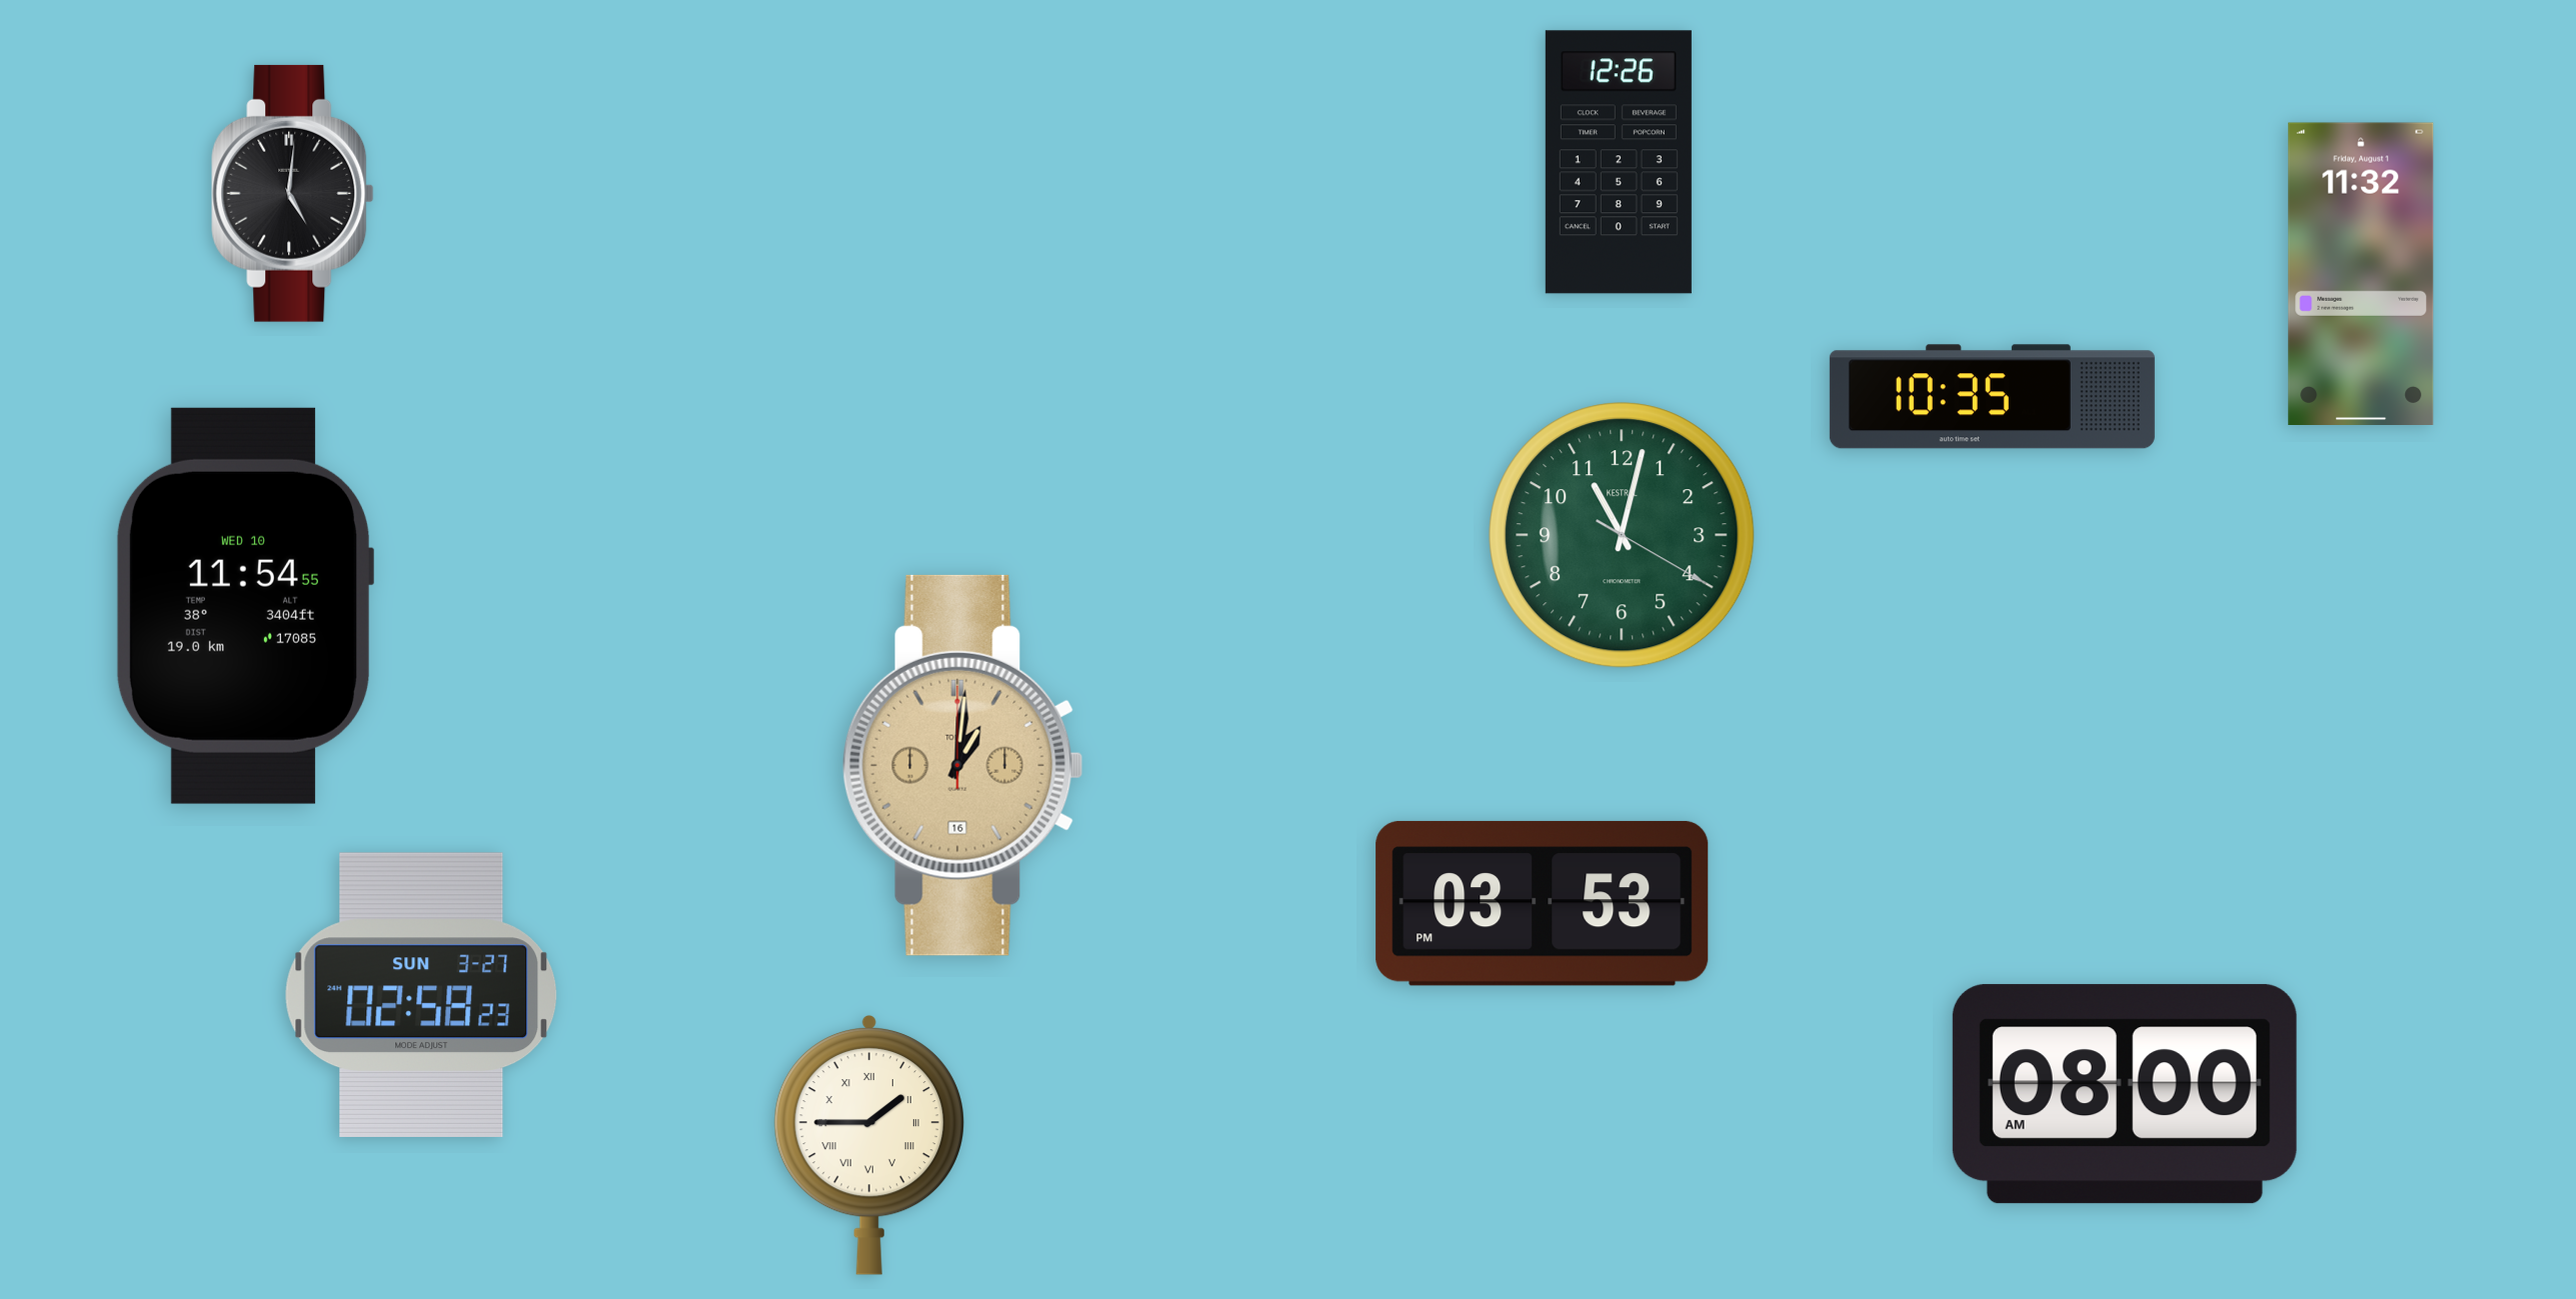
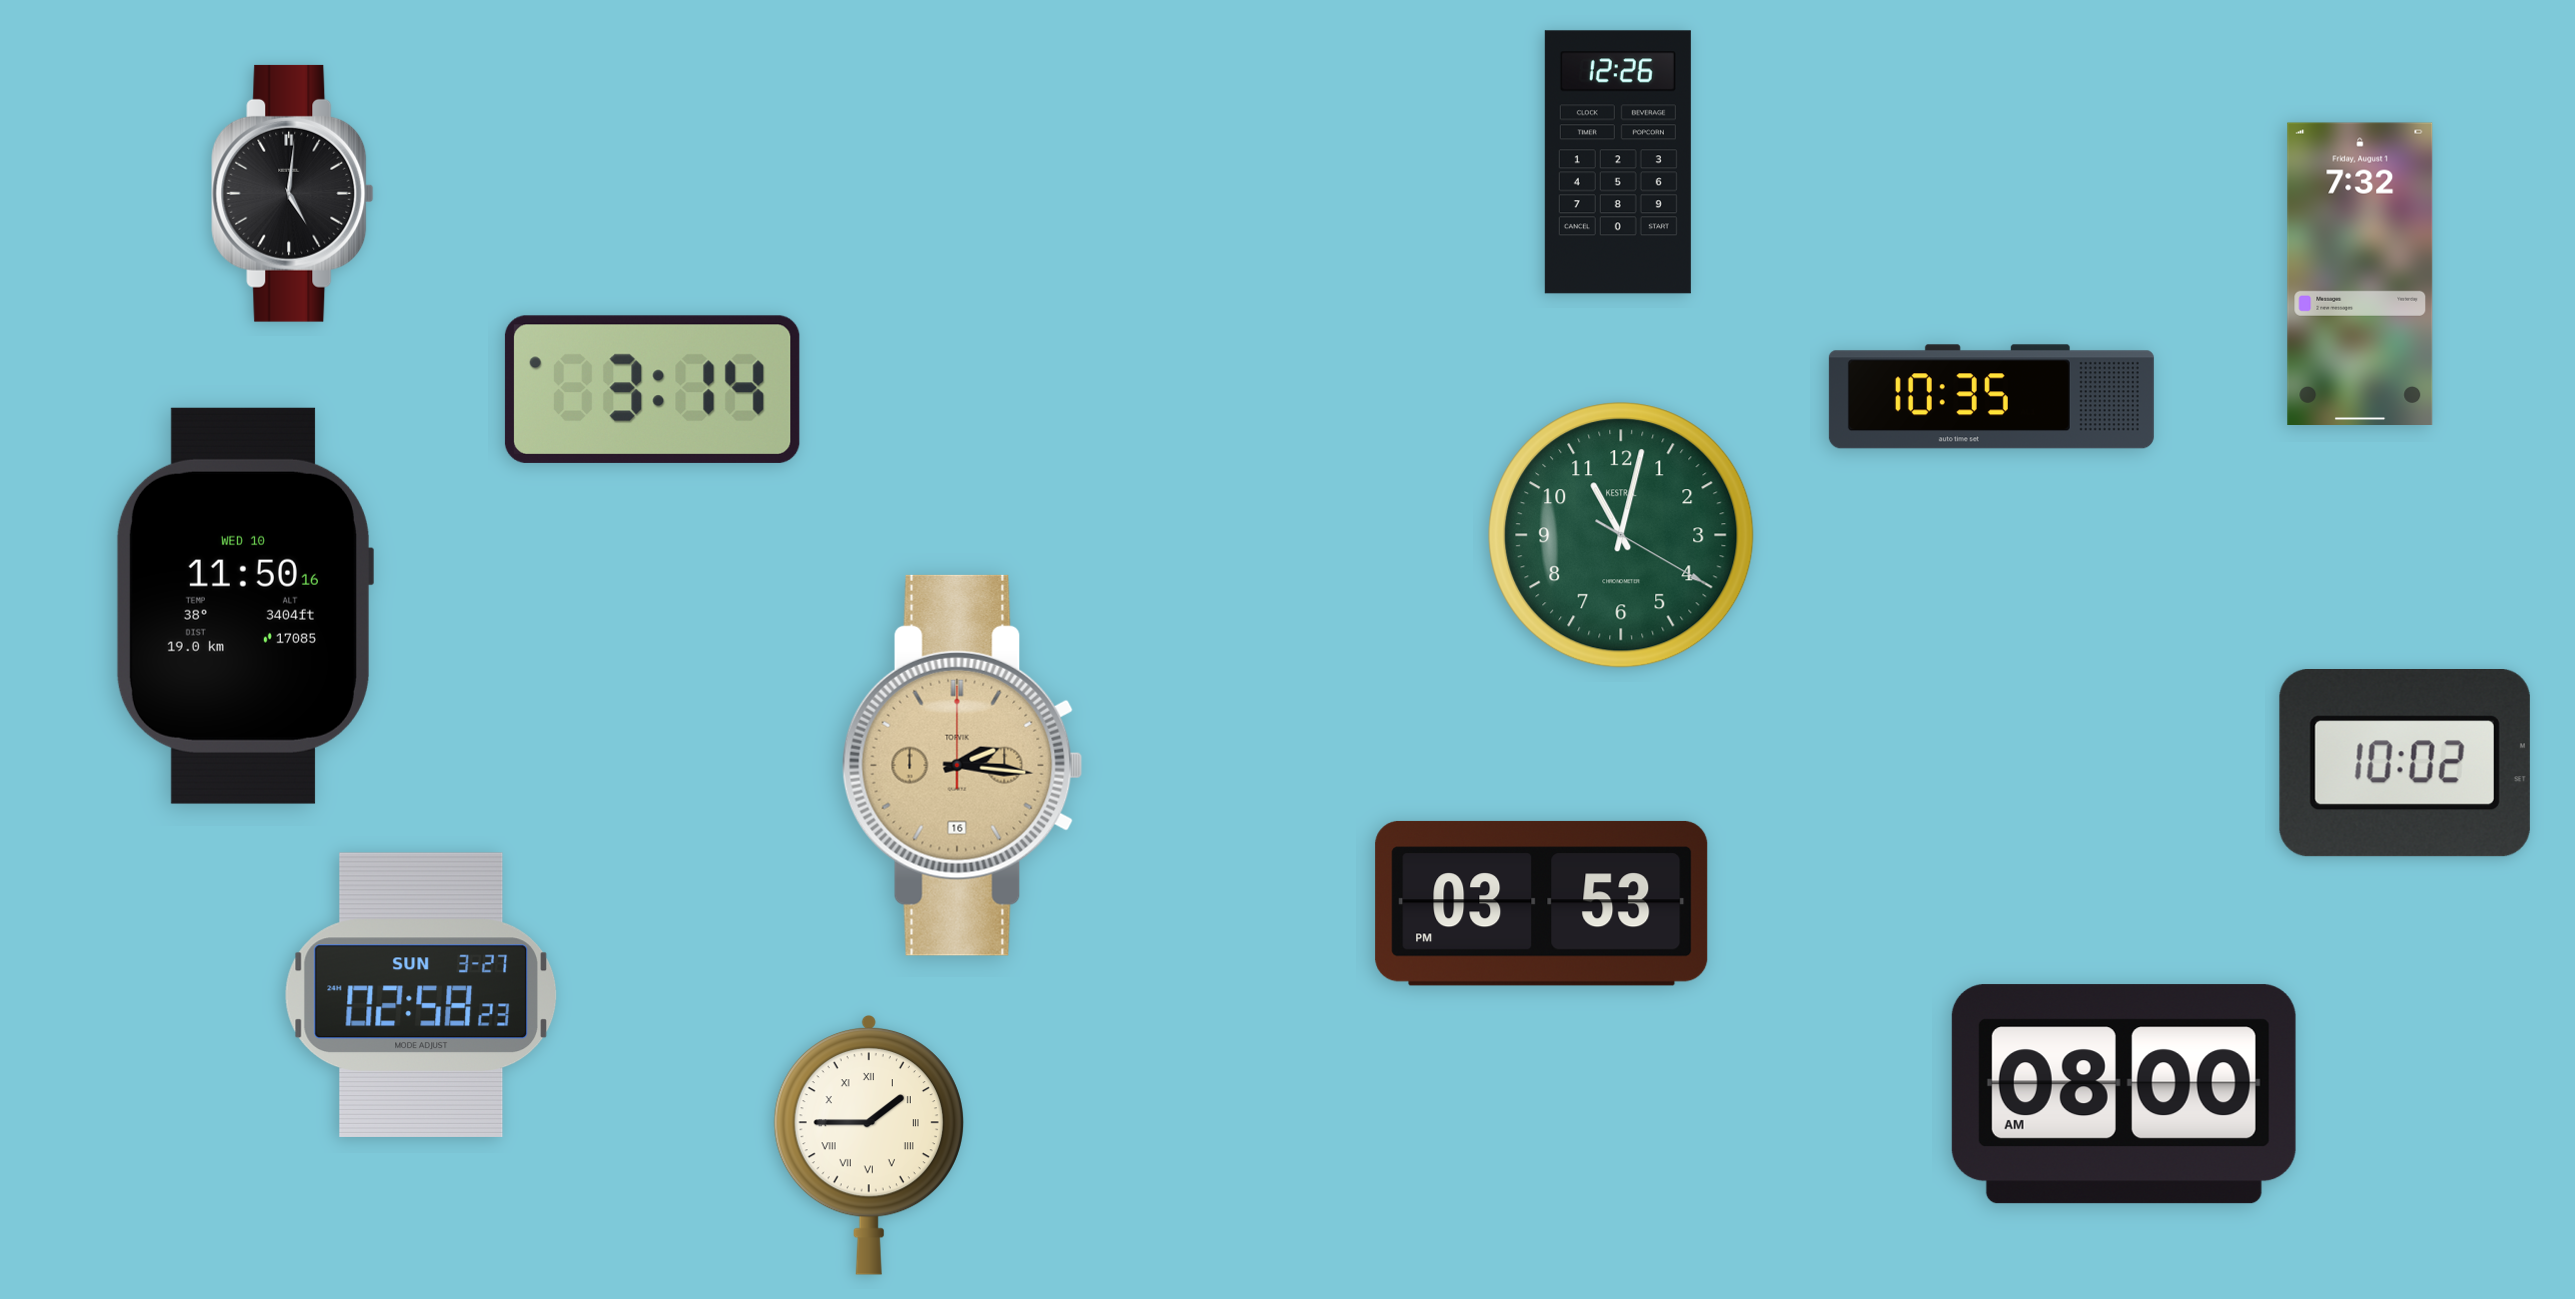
clock at (2361, 273): 11:32 -> 7:32
clock at (652, 389): none -> 3:14
clock at (244, 606): 11:54 -> 11:50
clock at (2405, 763): none -> 10:02
clock at (962, 765): 1:01 -> 2:16
